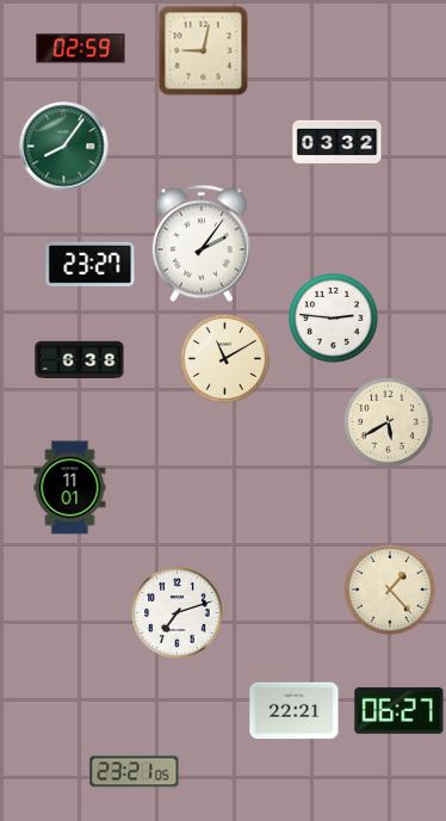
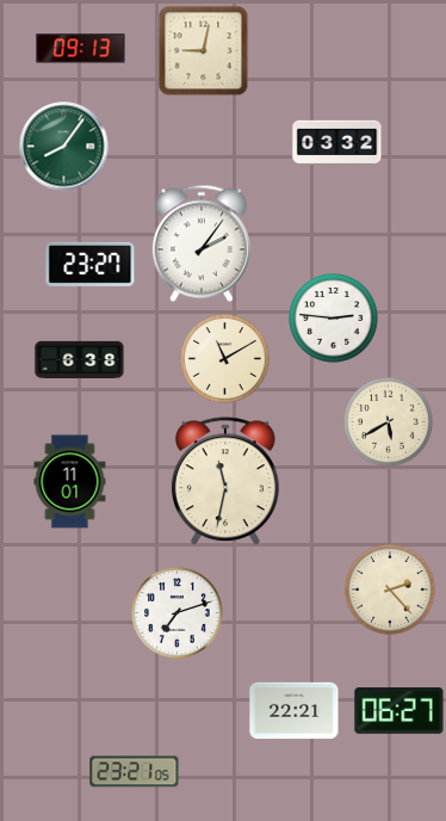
clock at (81, 49): 02:59 -> 09:13
clock at (225, 482): none -> 11:32
clock at (70, 488) position: (70, 488) -> (70, 482)
clock at (390, 589): 1:23 -> 2:23
